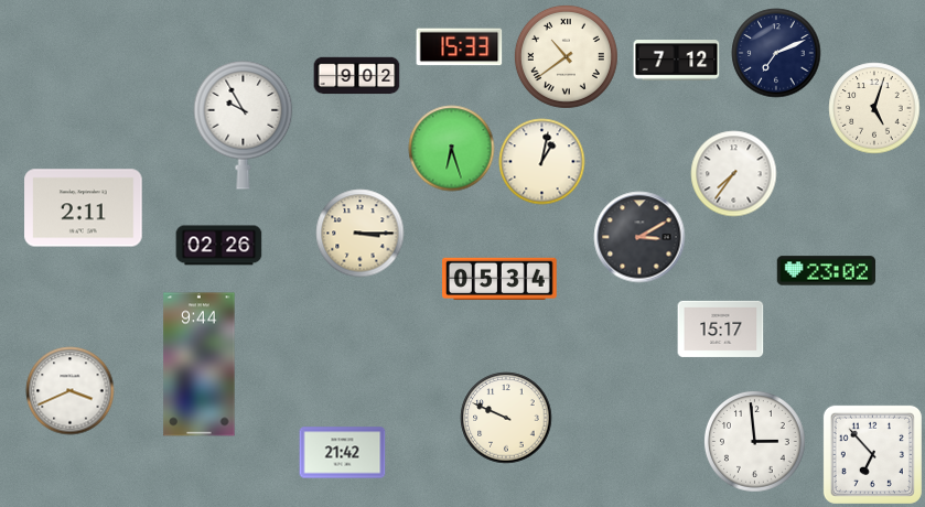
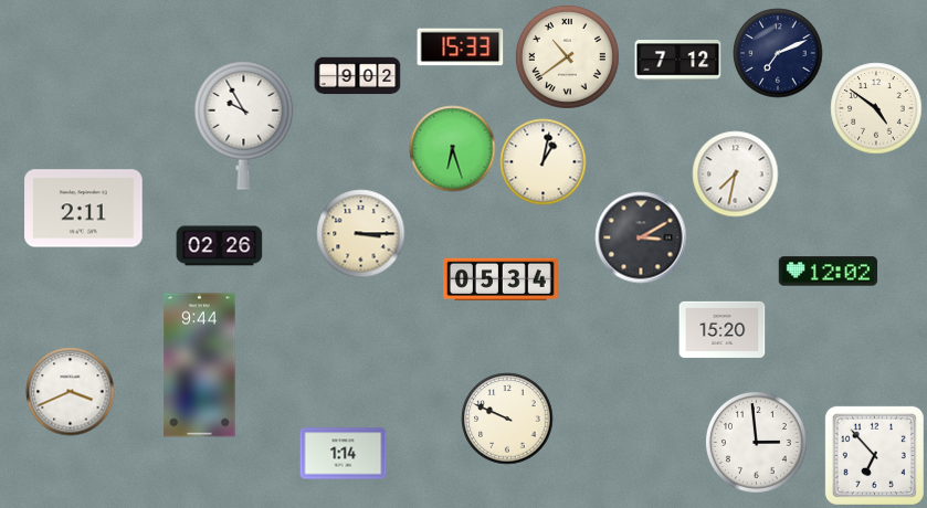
clock at (874, 108): 5:03 -> 4:51
clock at (733, 173): 7:36 -> 7:32
clock at (826, 271): 23:02 -> 12:02
clock at (720, 328): 15:17 -> 15:20
clock at (342, 453): 21:42 -> 1:14
